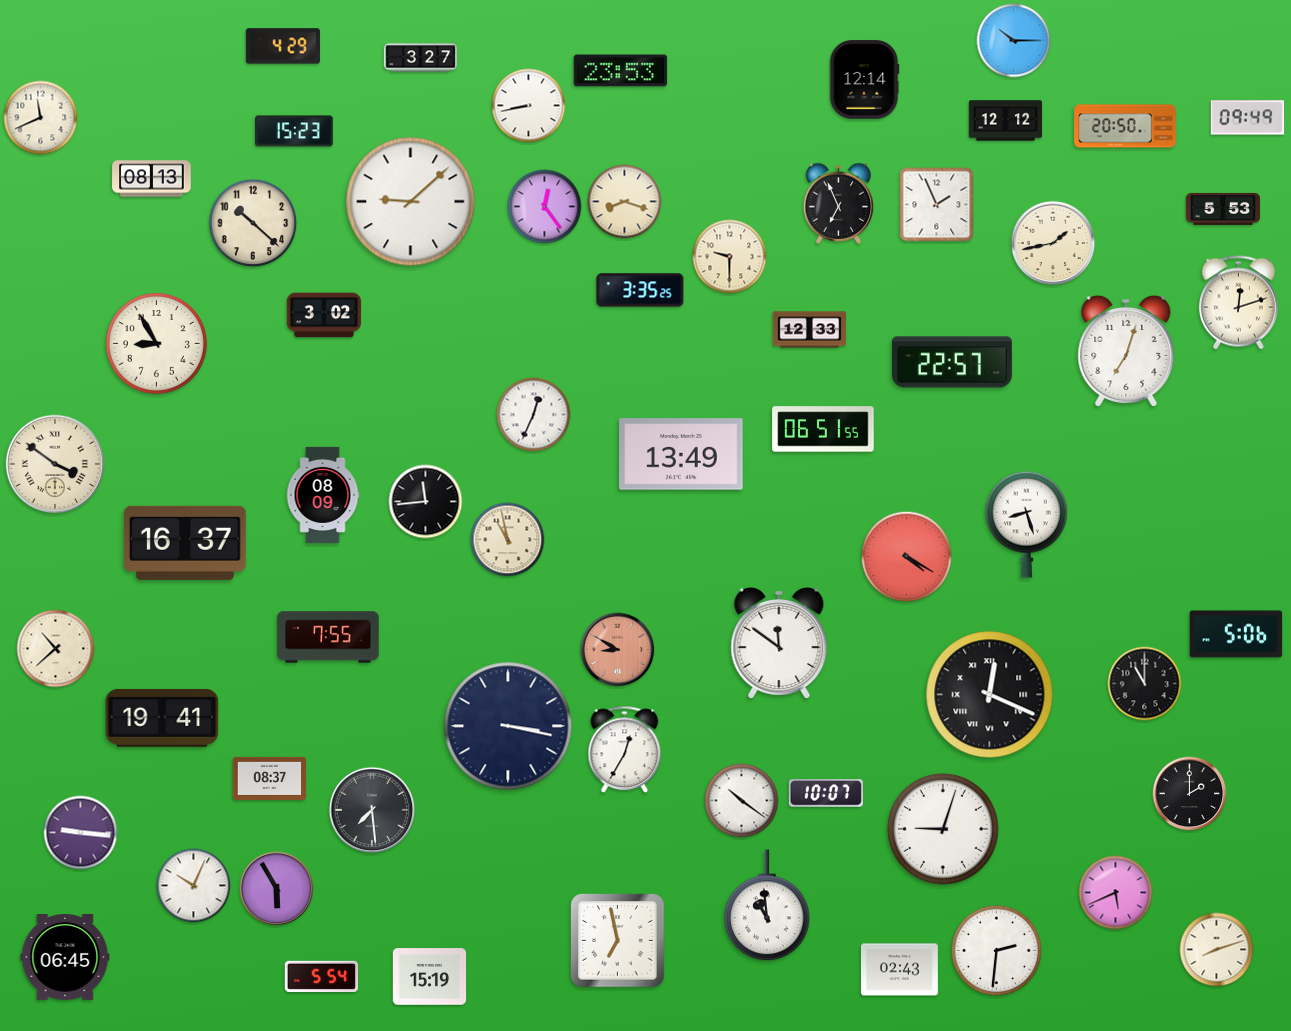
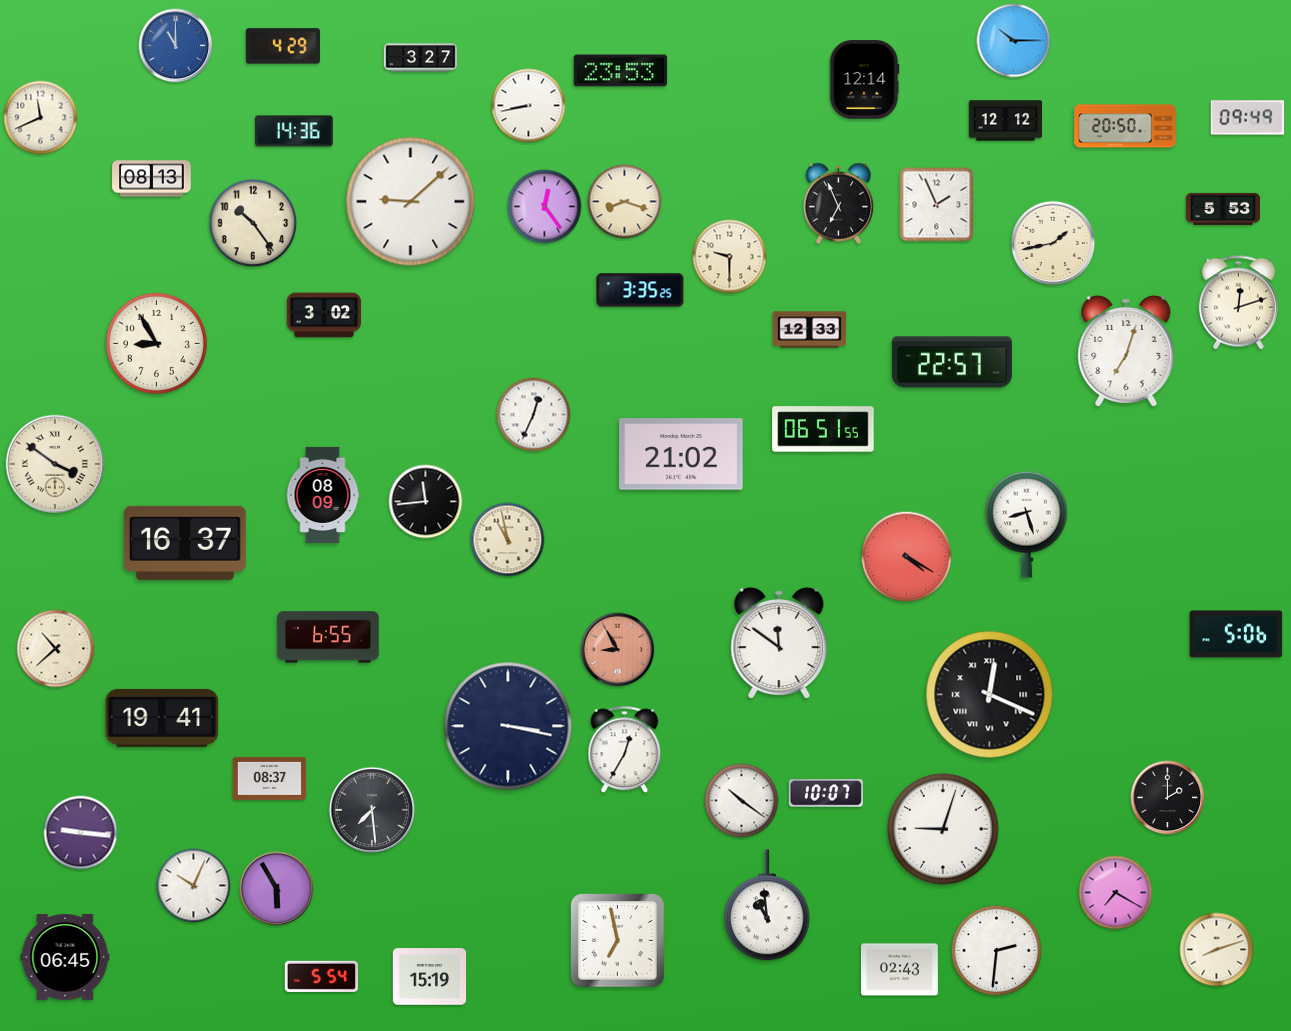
clock at (176, 46): none -> 11:00
clock at (295, 131): 15:23 -> 14:36
clock at (253, 223): 10:22 -> 10:24
clock at (681, 454): 13:49 -> 21:02
clock at (328, 637): 7:55 -> 6:55
clock at (618, 650): 8:50 -> 8:55
clock at (1145, 684): 11:00 -> none
clock at (1190, 794) position: (1190, 794) -> (1168, 798)
clock at (1116, 893): 5:41 -> 7:20
